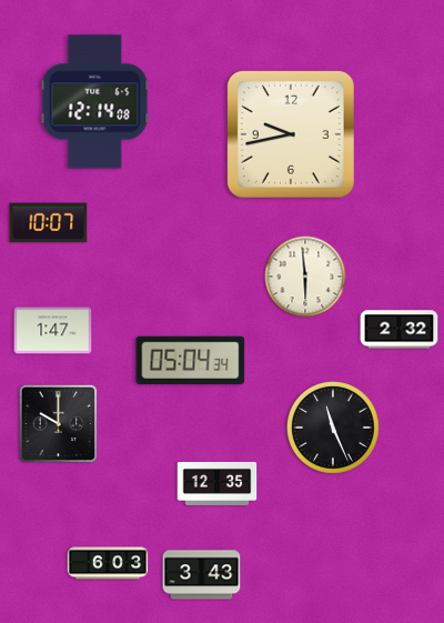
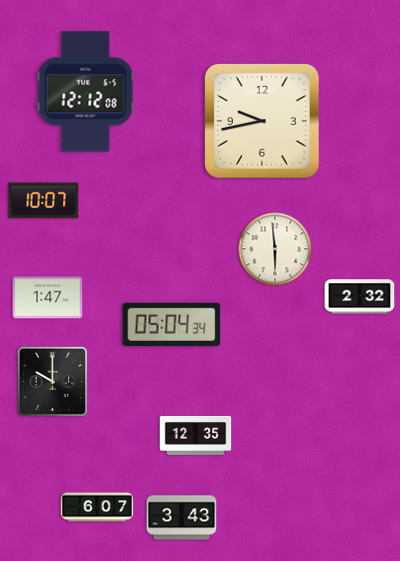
clock at (95, 102): 12:14 -> 12:12
clock at (333, 428): 11:26 -> none
clock at (108, 563): 6:03 -> 6:07
